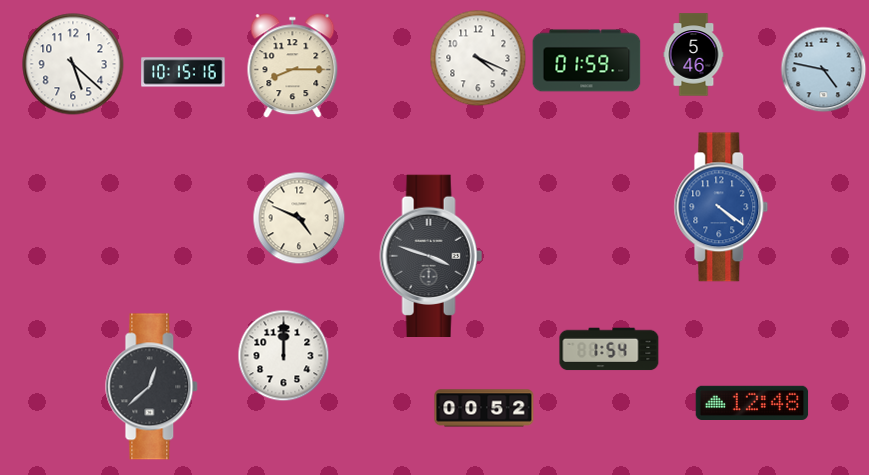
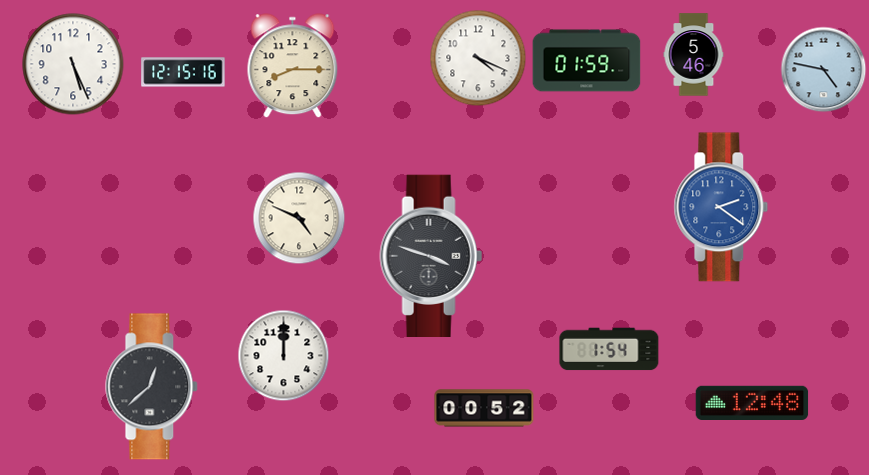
clock at (73, 64): 5:22 -> 5:26
clock at (183, 72): 10:15 -> 12:15
clock at (721, 207): 4:21 -> 2:21
